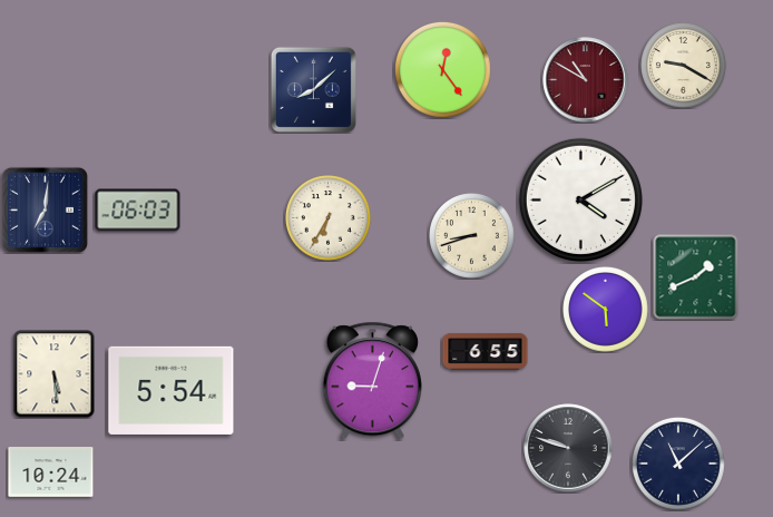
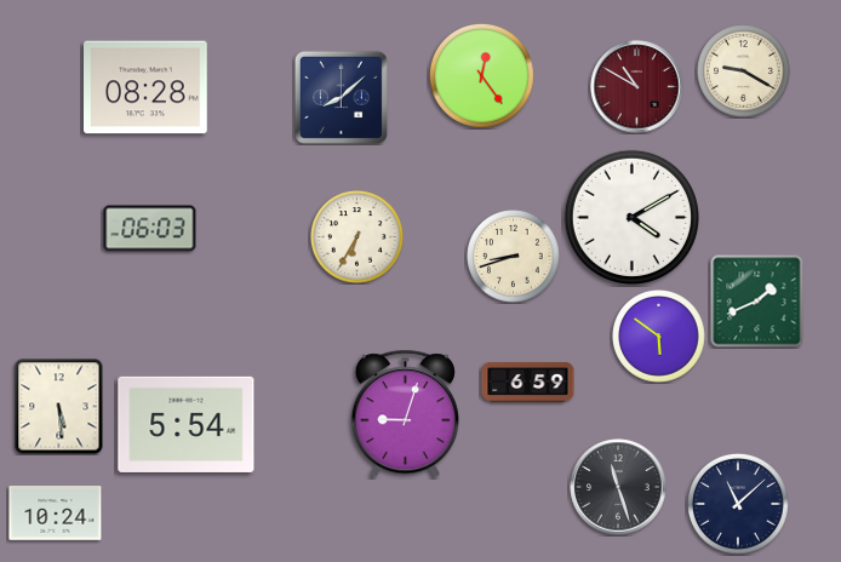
clock at (147, 87): none -> 08:28
clock at (45, 209): 7:01 -> none
clock at (486, 351): 6:55 -> 6:59
clock at (568, 448): 9:48 -> 11:27
